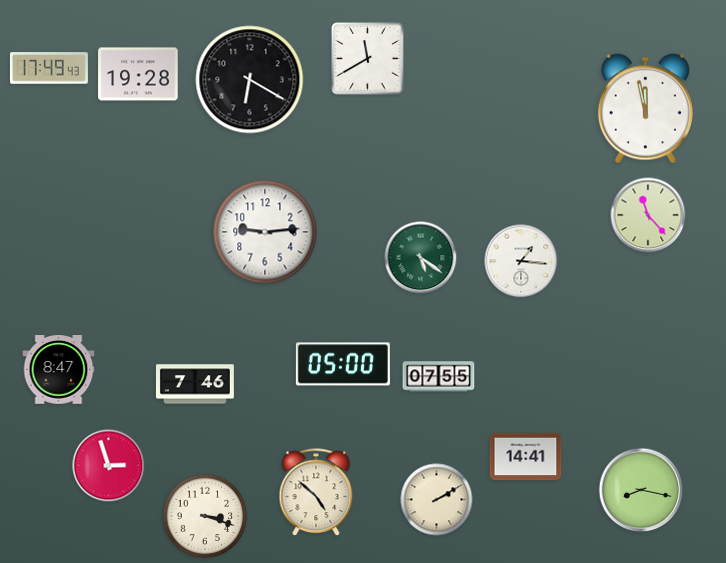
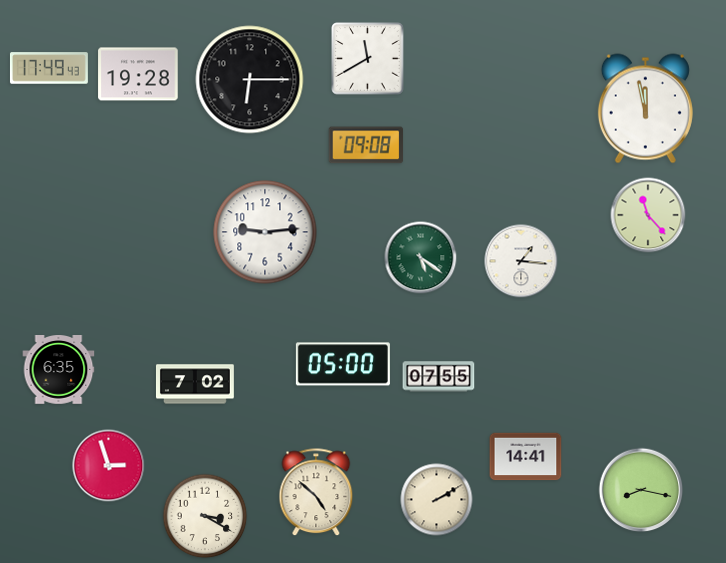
clock at (250, 80): 6:20 -> 6:15
clock at (366, 145): none -> 09:08
clock at (59, 370): 8:47 -> 6:35
clock at (195, 384): 7:46 -> 7:02
clock at (205, 516): 3:18 -> 3:20
